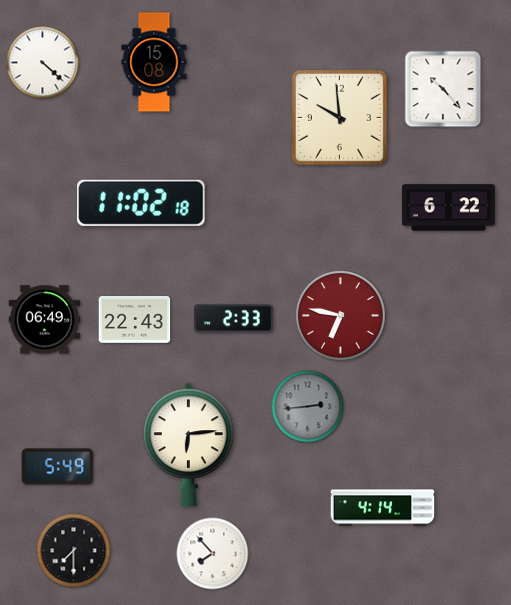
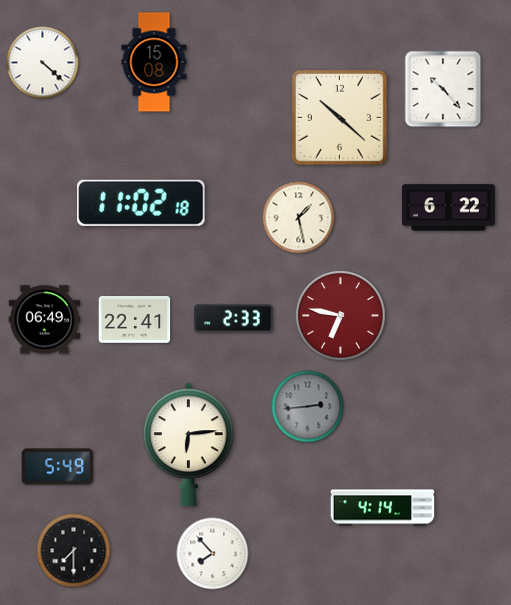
clock at (339, 117): 9:59 -> 10:22
clock at (299, 218): none -> 1:28
clock at (135, 320): 22:43 -> 22:41
